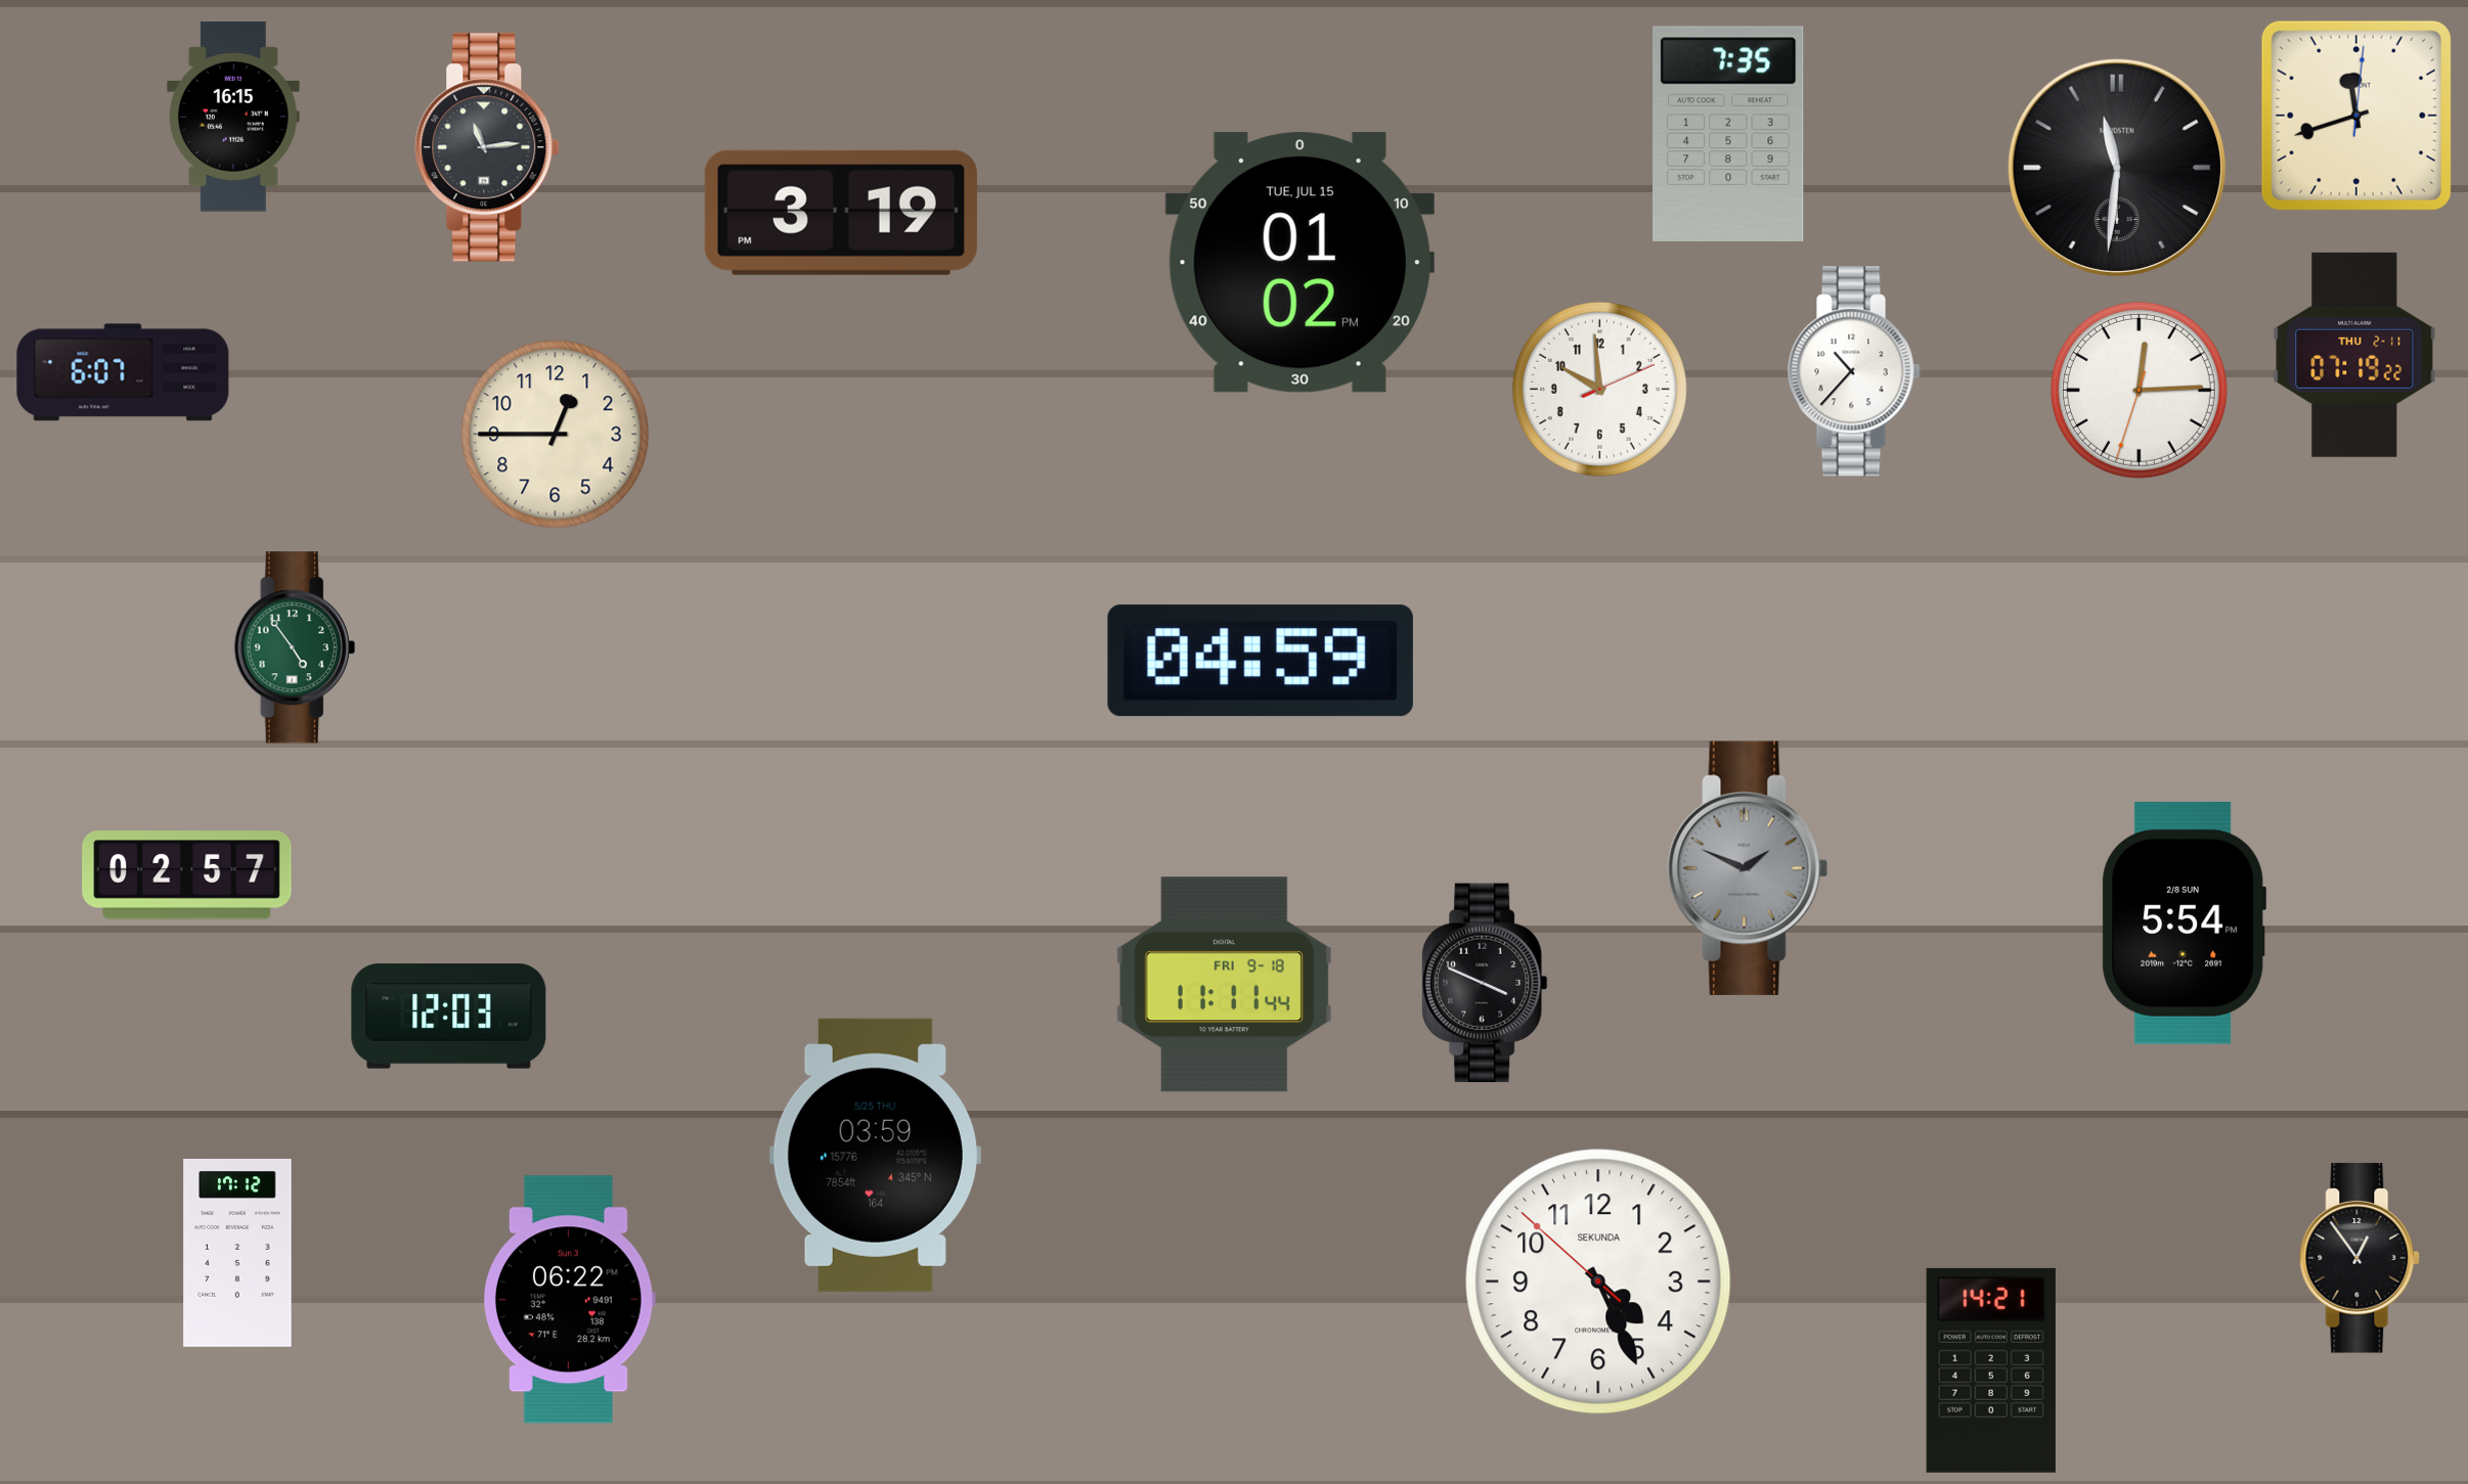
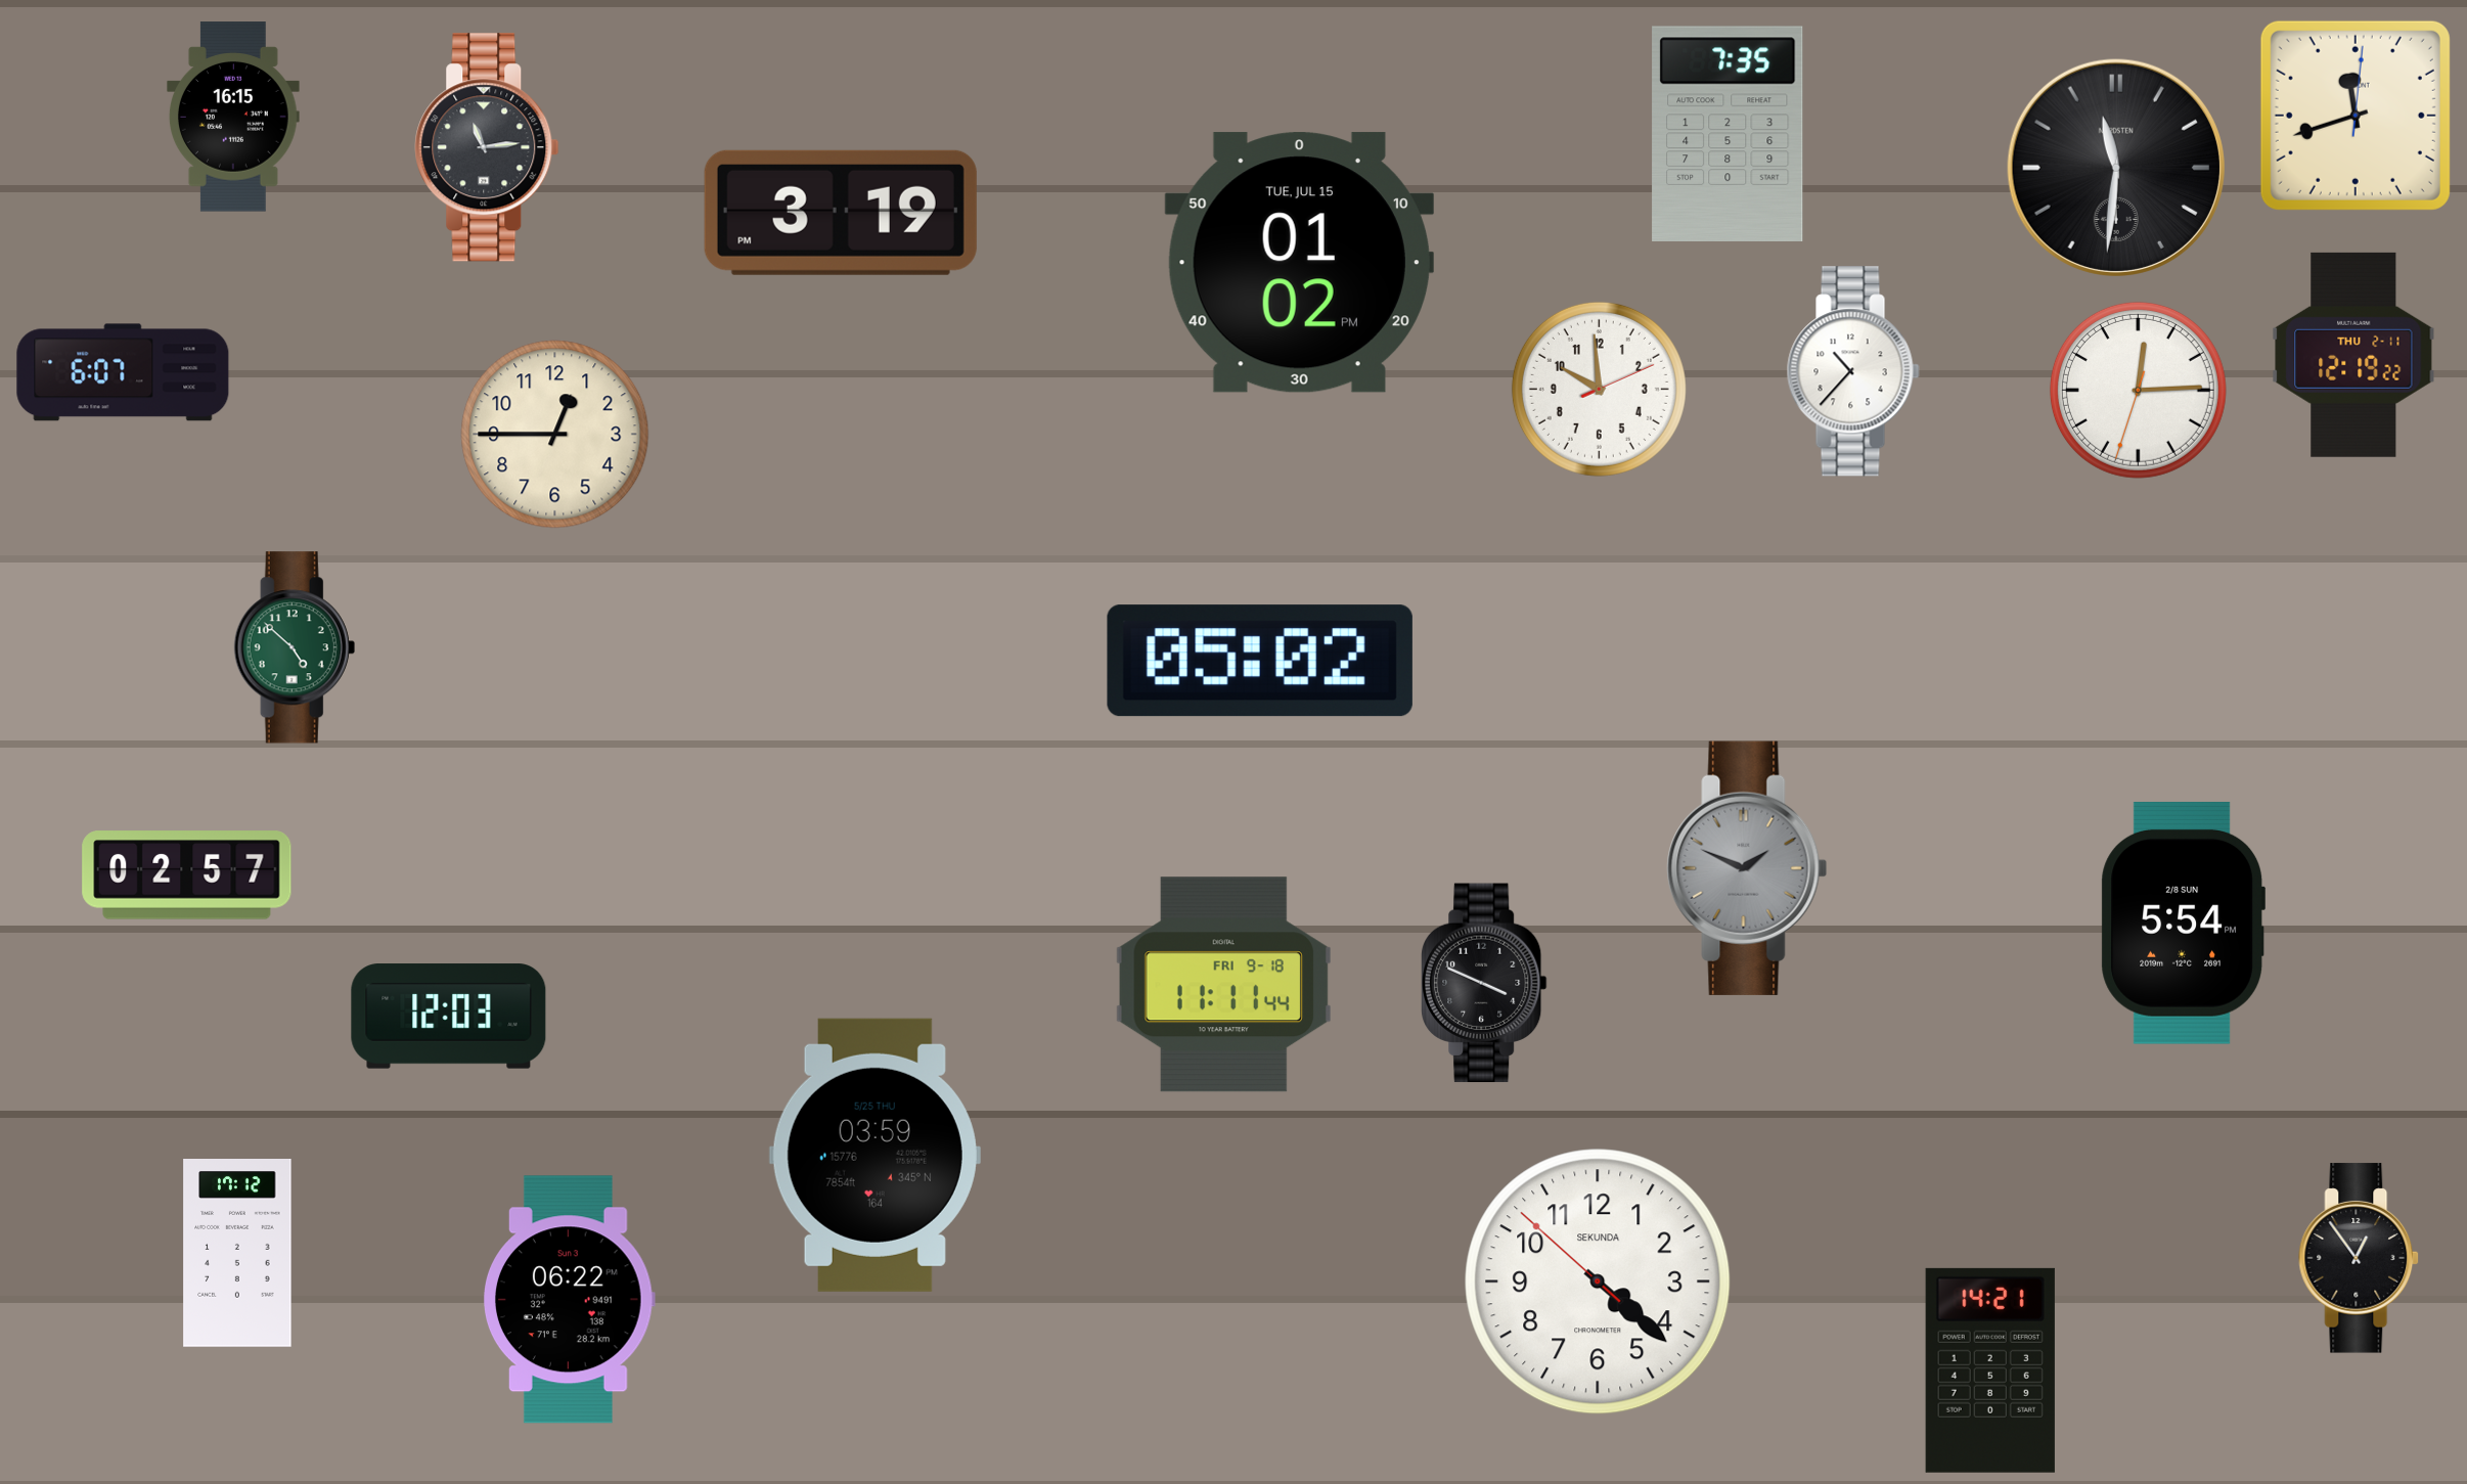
clock at (2354, 355): 07:19 -> 12:19
clock at (295, 647): 4:54 -> 4:52
clock at (1261, 661): 04:59 -> 05:02
clock at (1598, 1281): 4:25 -> 4:21
